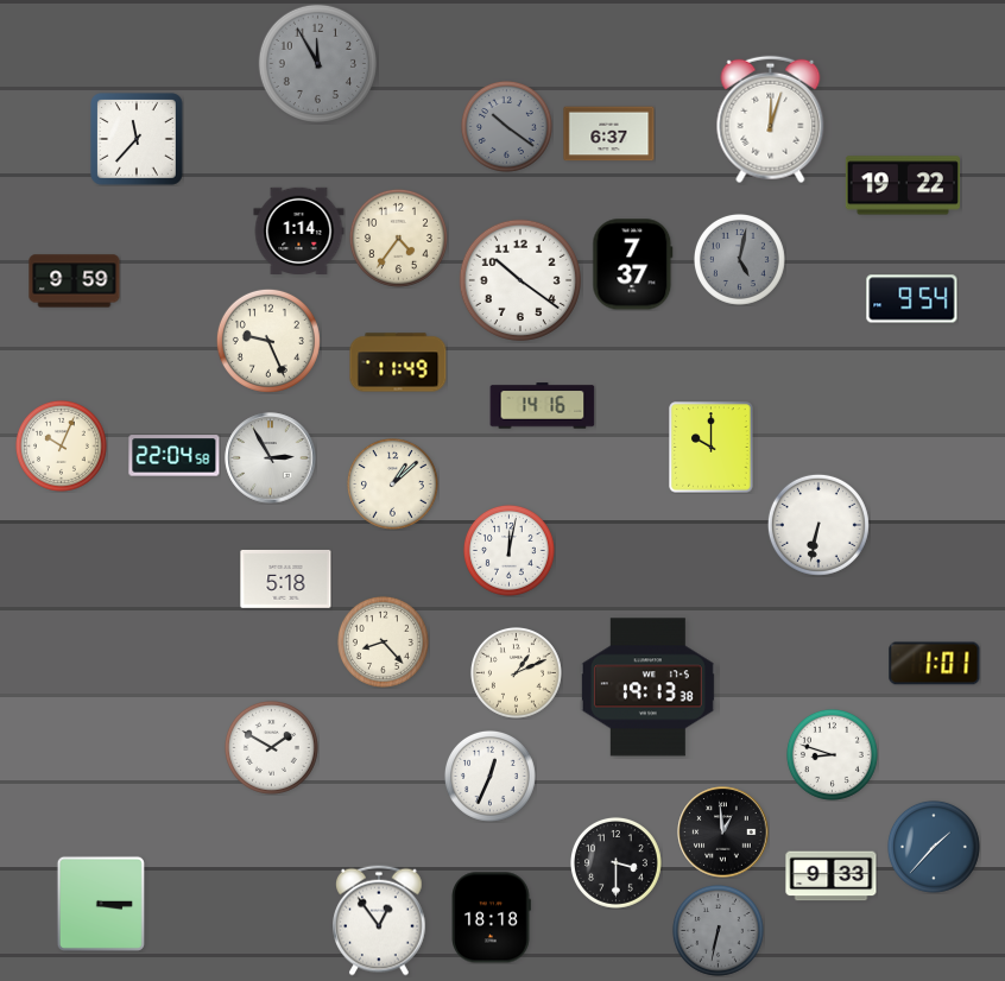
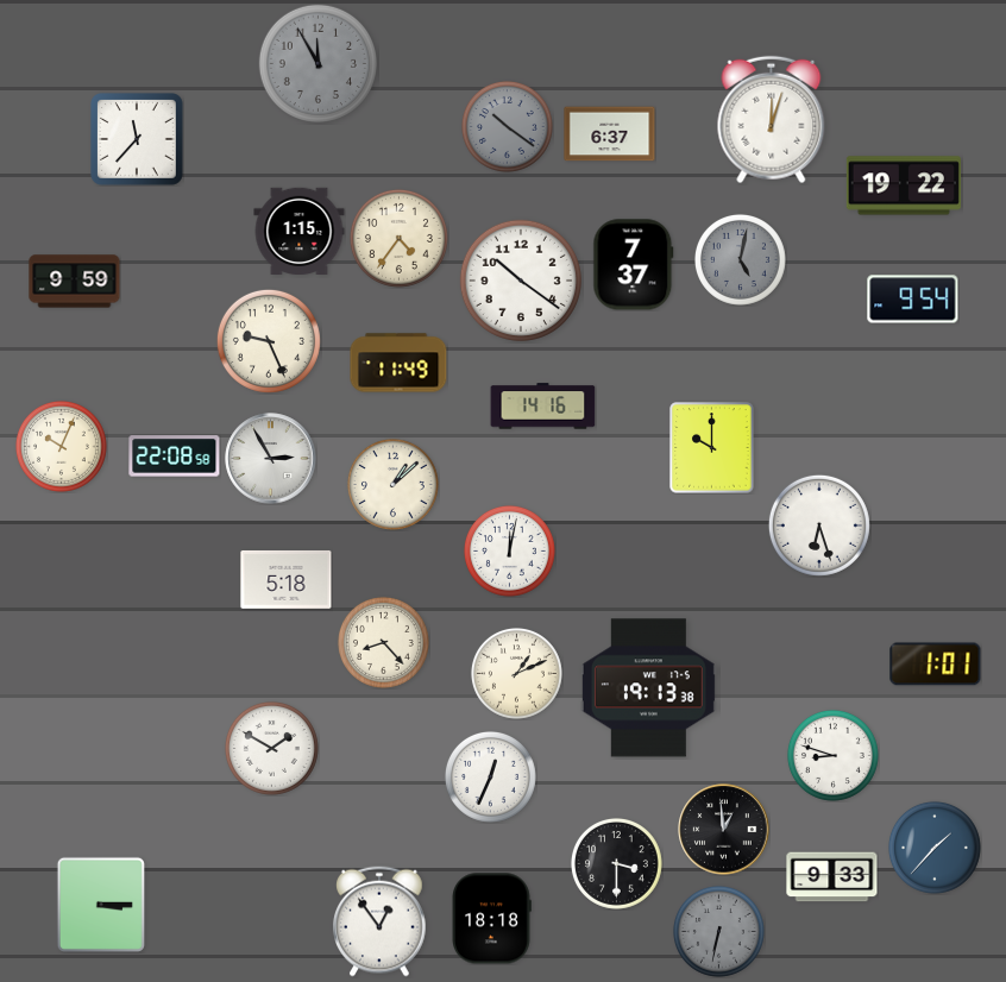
clock at (299, 232): 1:14 -> 1:15
clock at (175, 456): 22:04 -> 22:08
clock at (818, 525): 6:32 -> 6:27
clock at (723, 833) position: (723, 833) -> (724, 830)
